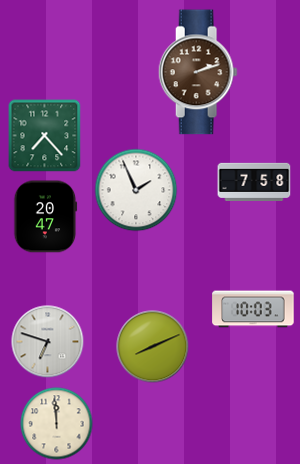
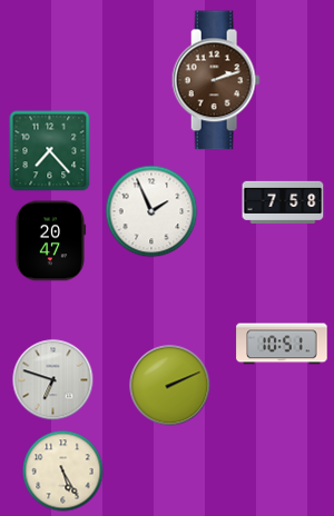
clock at (198, 72) position: (198, 72) -> (216, 80)
clock at (253, 309): 10:03 -> 10:51
clock at (153, 347): 8:11 -> 2:11
clock at (57, 424): 11:59 -> 5:25
